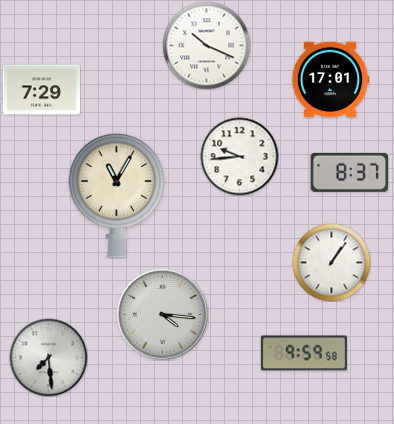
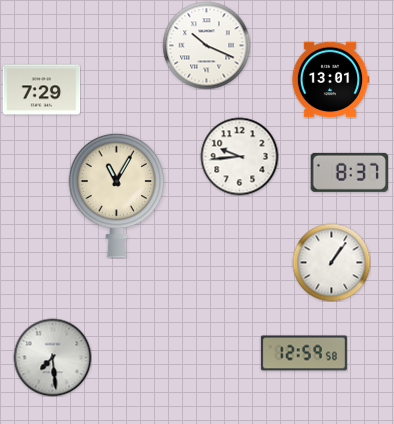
clock at (330, 80): 17:01 -> 13:01
clock at (162, 314): 4:16 -> none
clock at (304, 353): 9:59 -> 12:59
clock at (48, 357) position: (48, 357) -> (52, 357)
